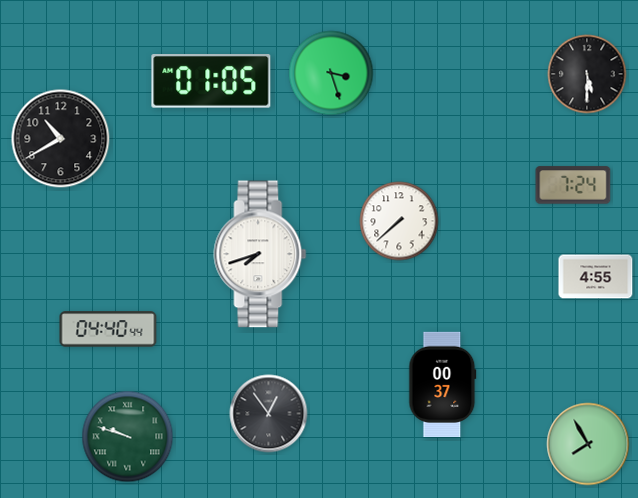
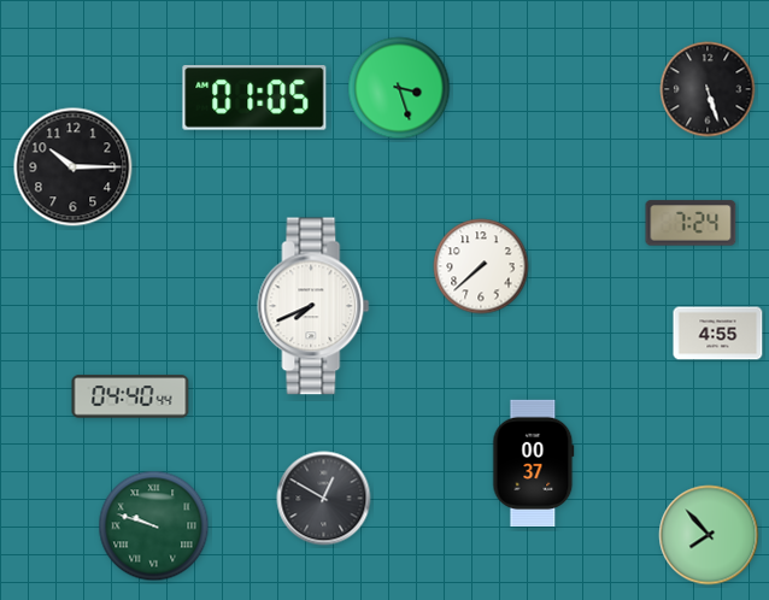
clock at (587, 74): 5:30 -> 5:27
clock at (61, 139): 10:40 -> 10:15
clock at (260, 254): 7:42 -> 7:41
clock at (269, 414): 12:54 -> 12:50
clock at (588, 444): 7:55 -> 7:53
